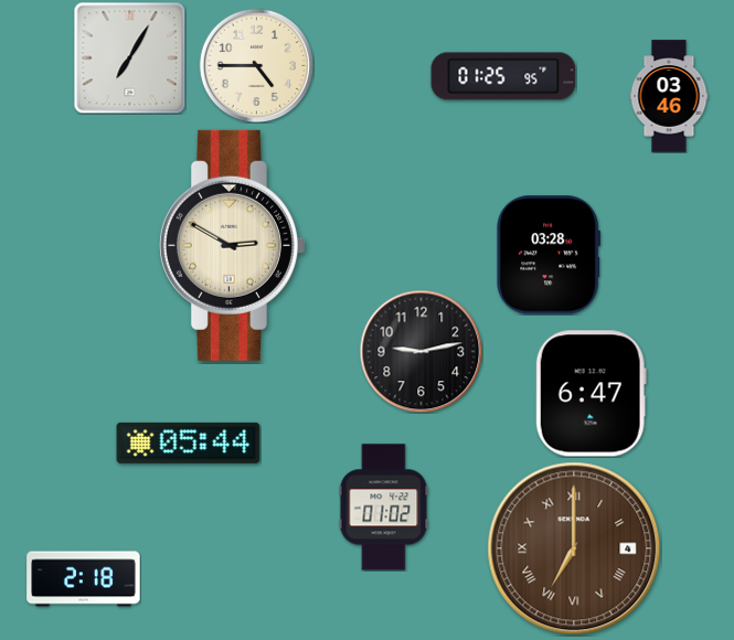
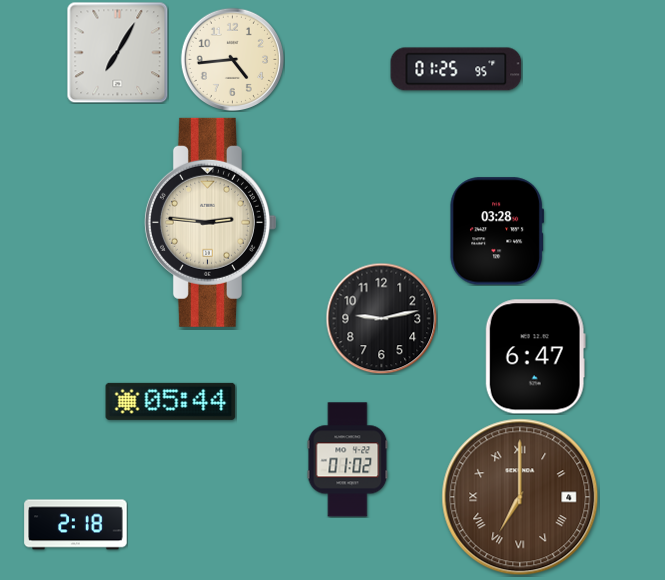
clock at (256, 65): 4:45 -> 4:44
clock at (669, 96): 03:46 -> none
clock at (232, 245): 2:50 -> 2:46
